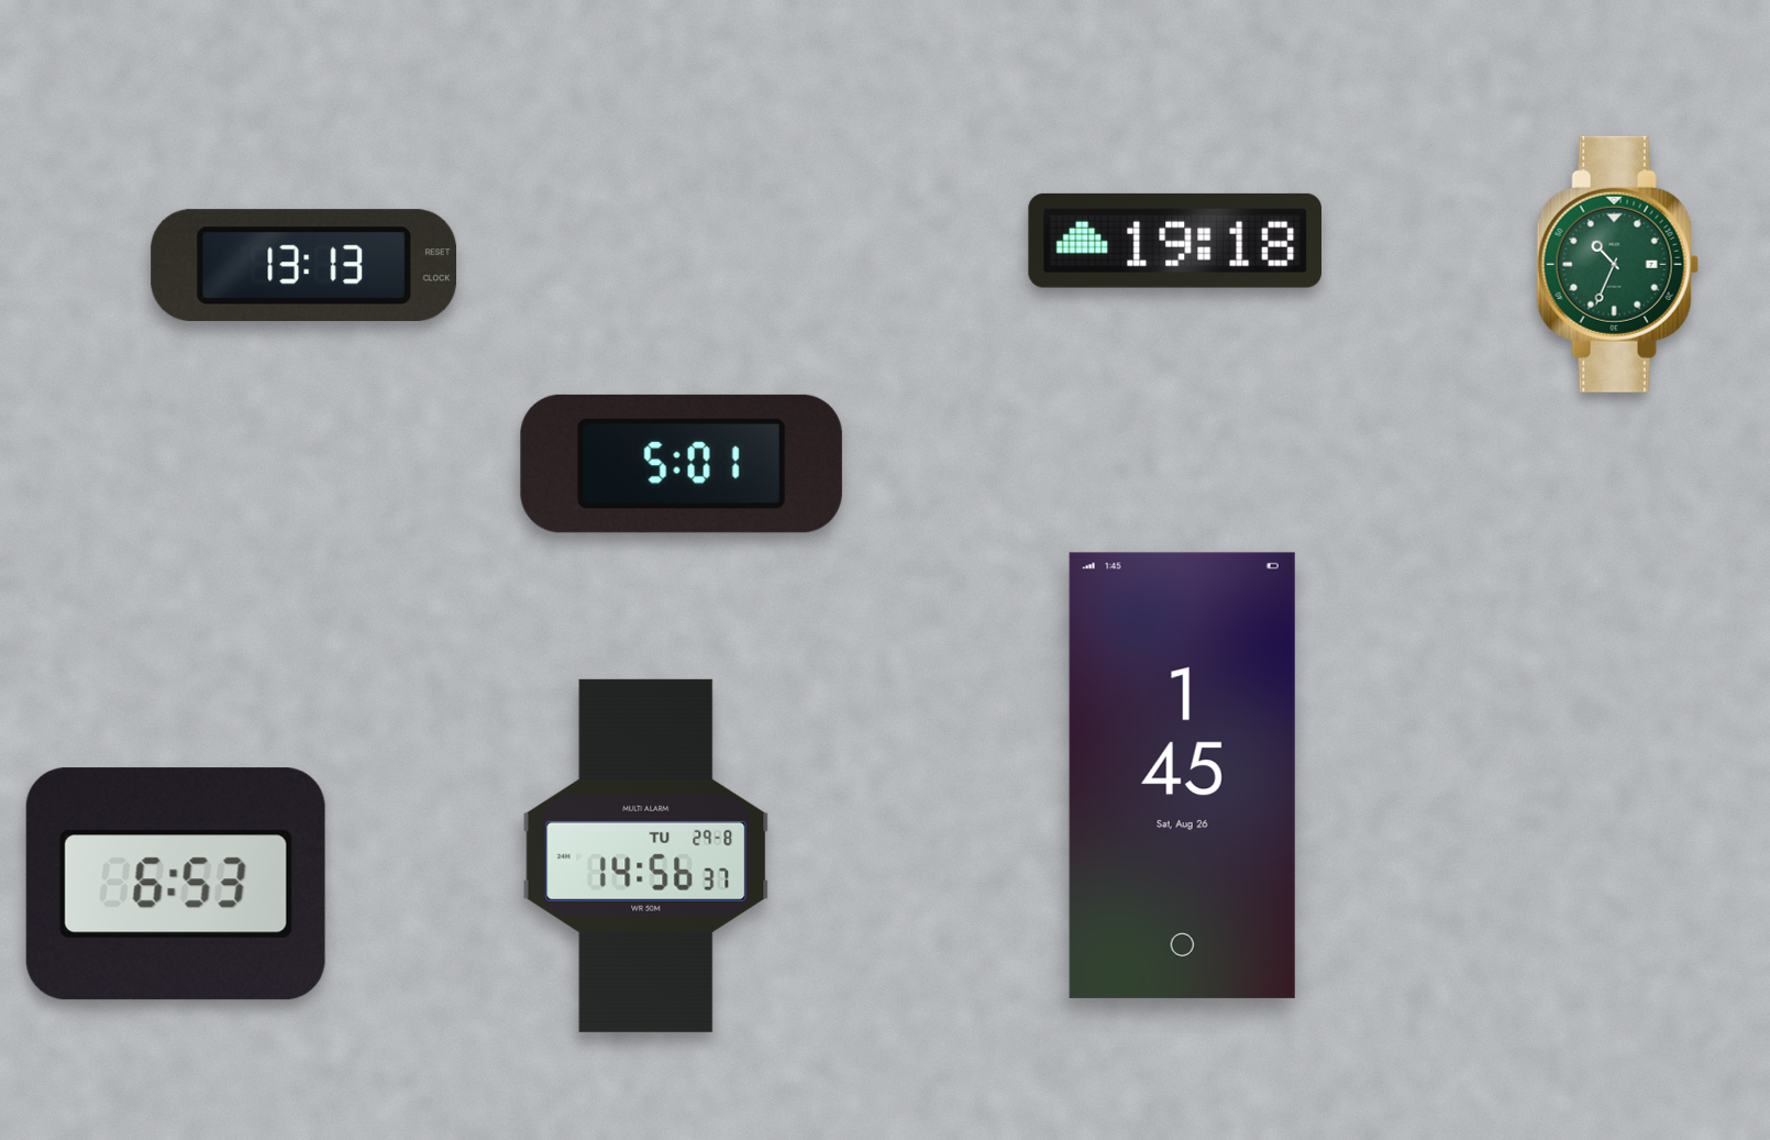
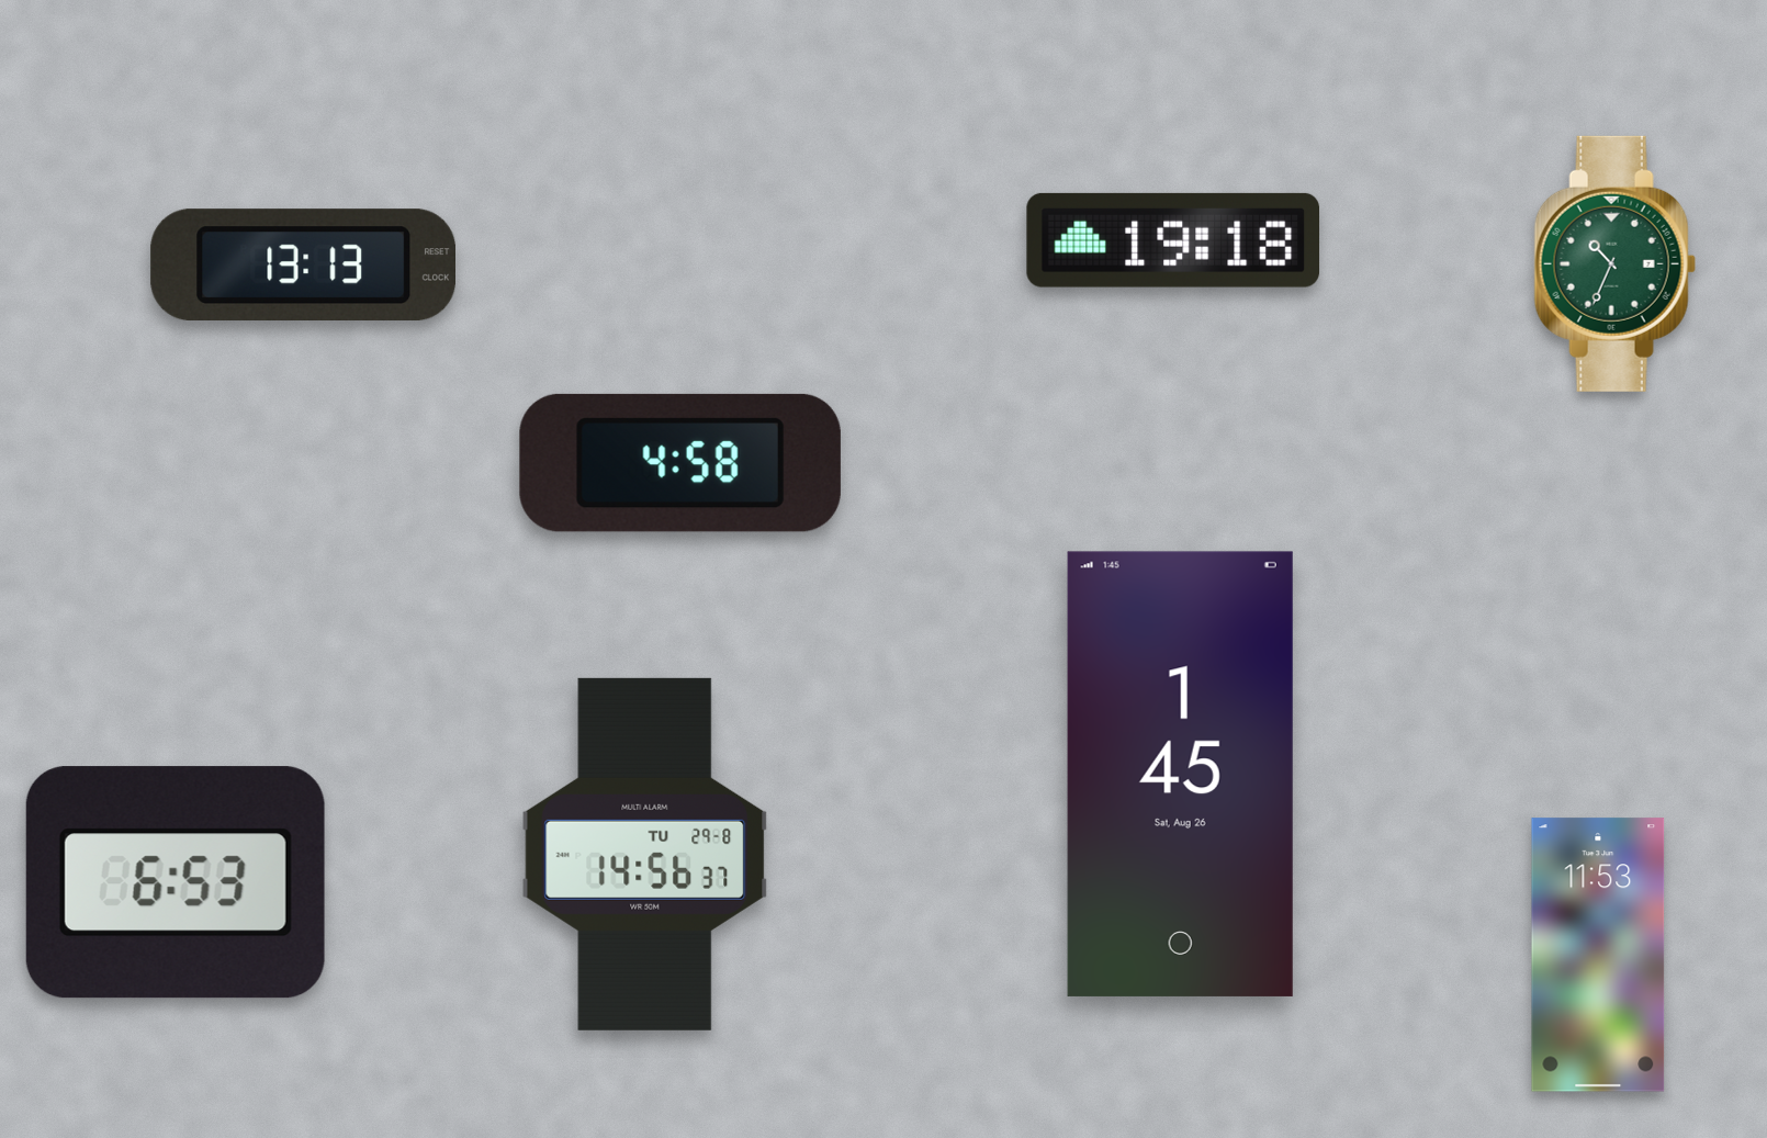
clock at (682, 464): 5:01 -> 4:58
clock at (1598, 955): none -> 11:53
